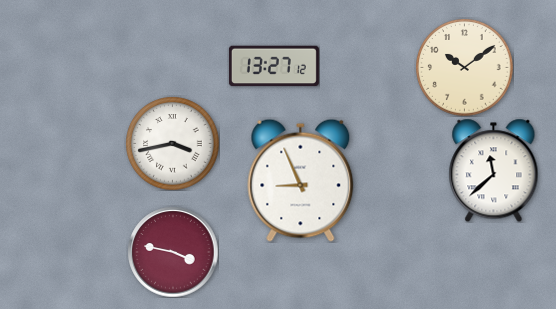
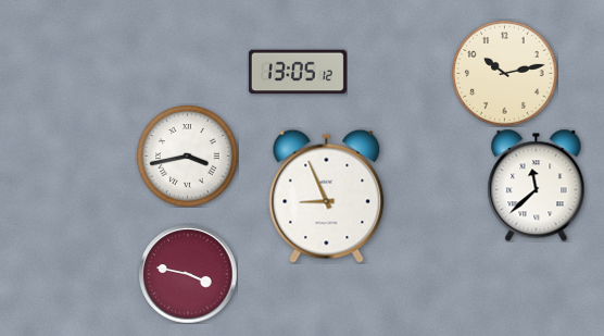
clock at (274, 66): 13:27 -> 13:05
clock at (465, 68): 10:09 -> 10:13
